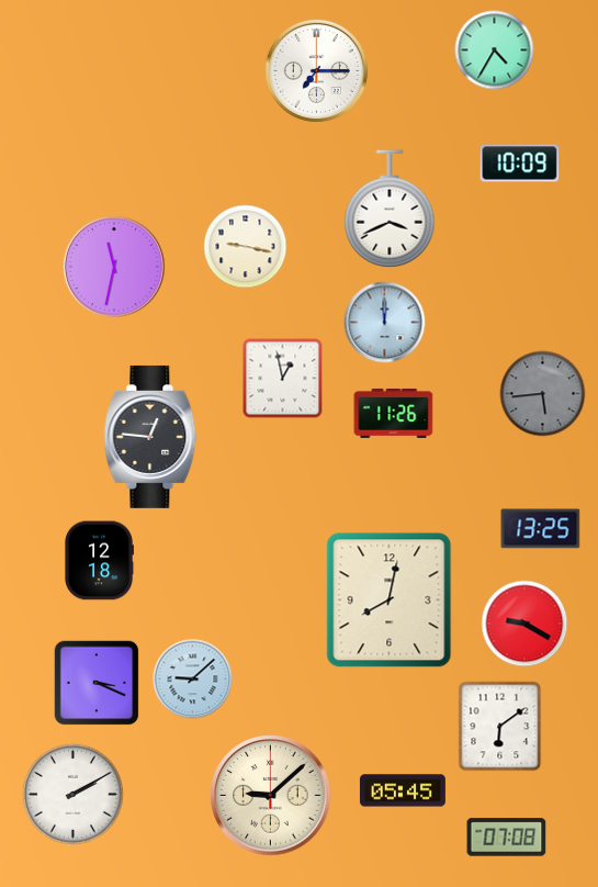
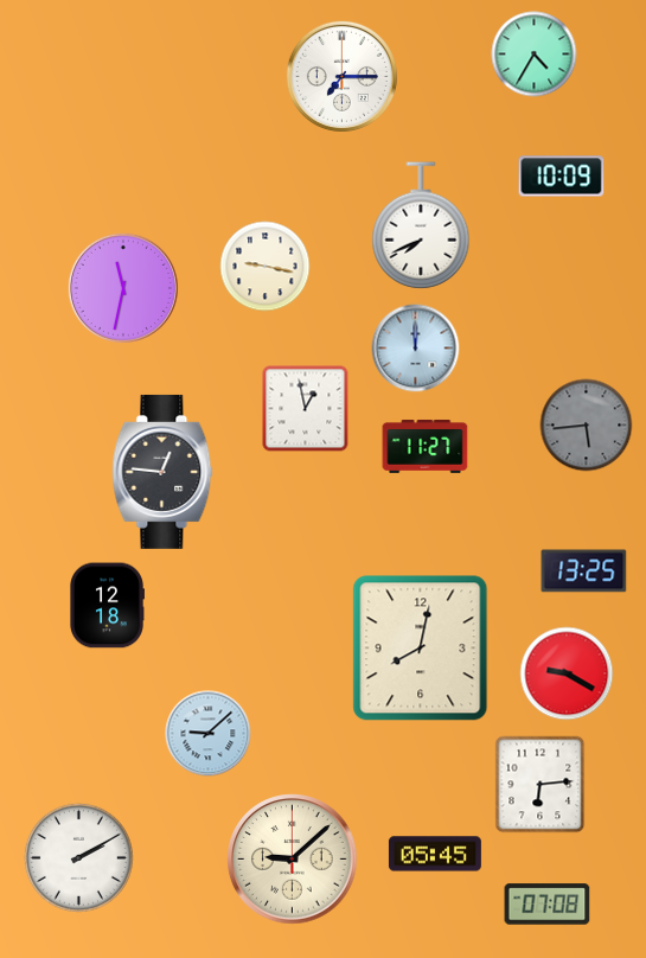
clock at (390, 209): 3:41 -> 7:41
clock at (394, 413): 11:26 -> 11:27
clock at (97, 683): 3:19 -> none
clock at (500, 727): 6:09 -> 6:14
